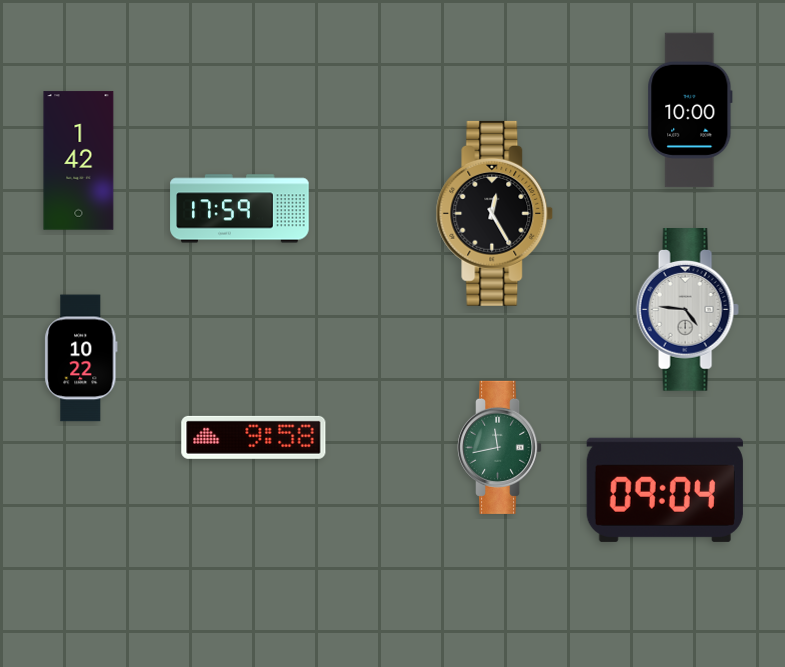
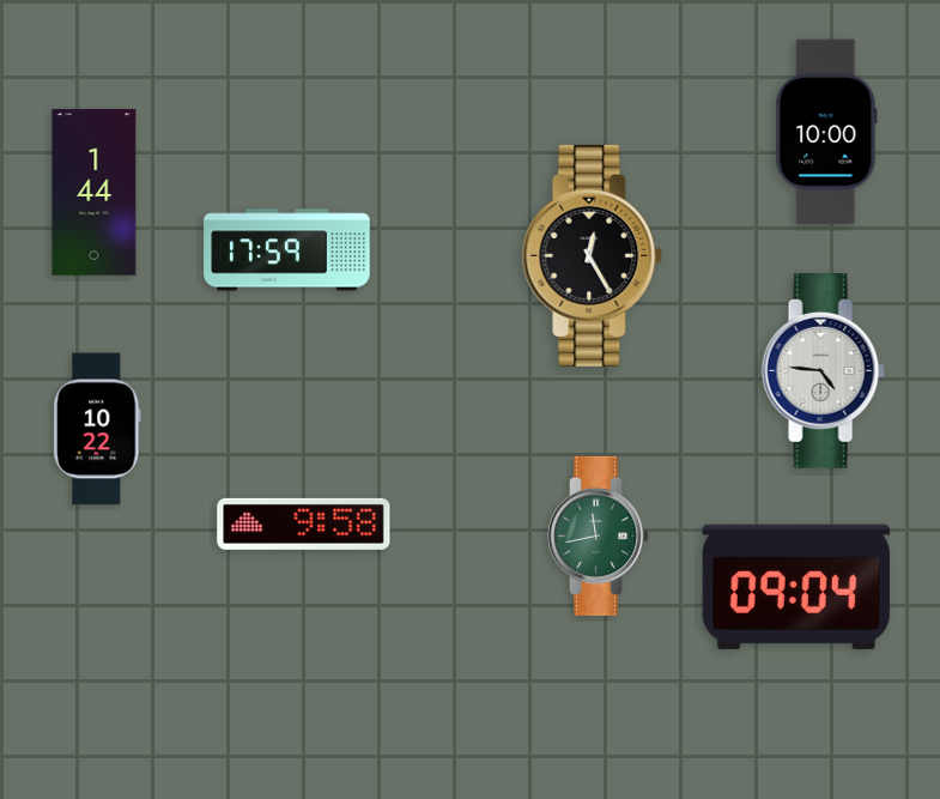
clock at (79, 161): 1:42 -> 1:44
